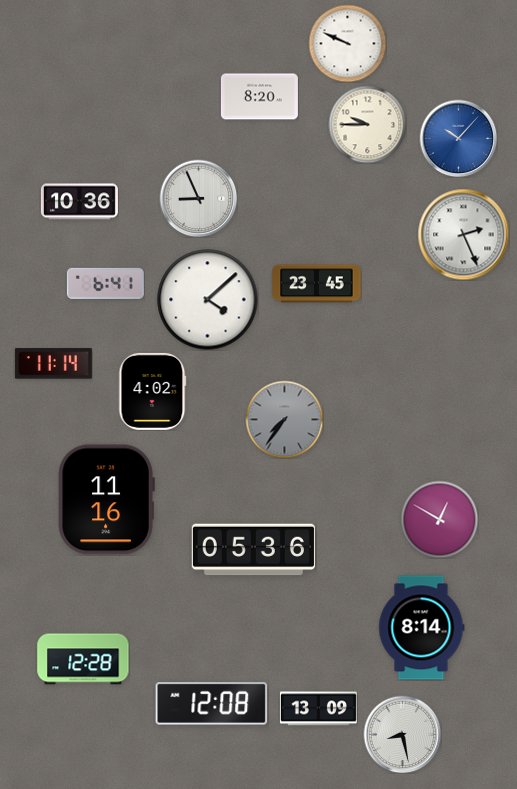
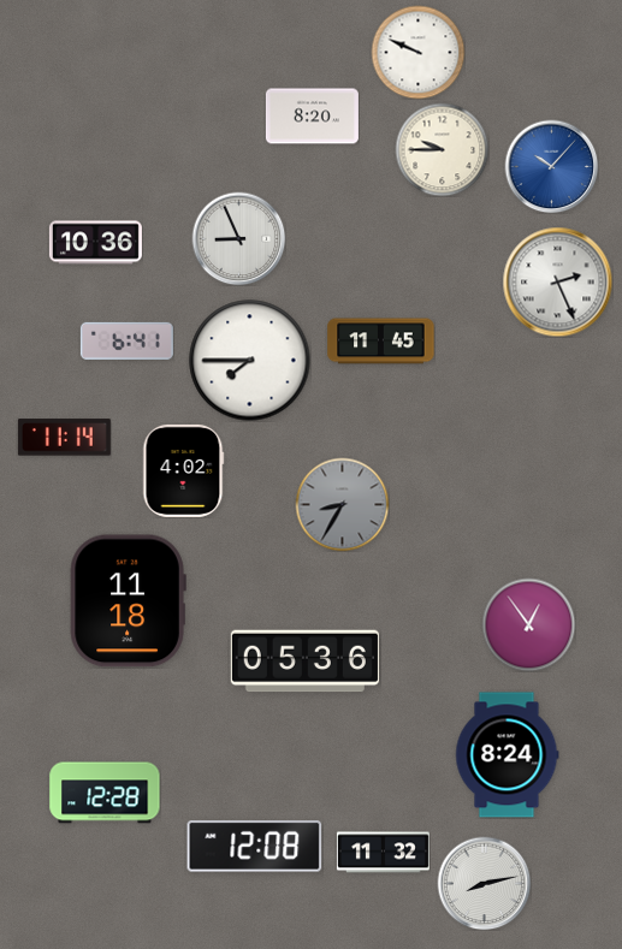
clock at (317, 284): 23:45 -> 11:45
clock at (208, 300): 4:08 -> 7:45
clock at (284, 419): 7:36 -> 8:35
clock at (106, 500): 11:16 -> 11:18
clock at (439, 519): 12:50 -> 12:54
clock at (422, 628): 8:14 -> 8:24
clock at (83, 659) position: (83, 659) -> (105, 793)
clock at (318, 709): 13:09 -> 11:32
clock at (402, 734): 8:28 -> 8:13
